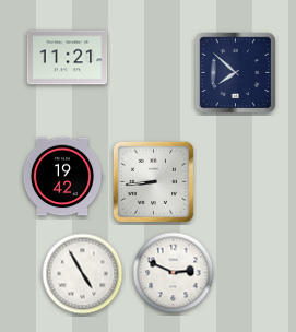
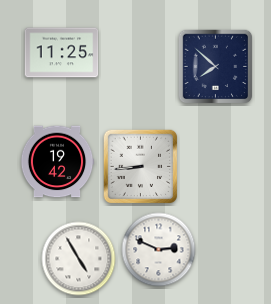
clock at (68, 58): 11:21 -> 11:25
clock at (83, 274) position: (83, 274) -> (79, 259)
